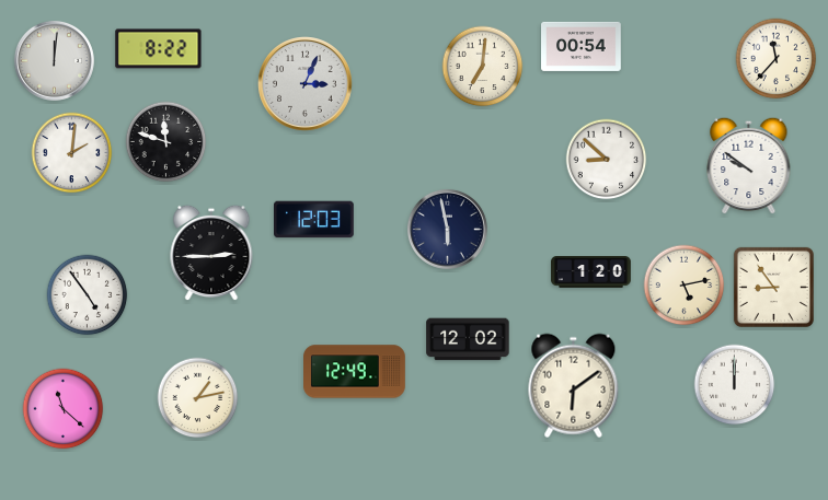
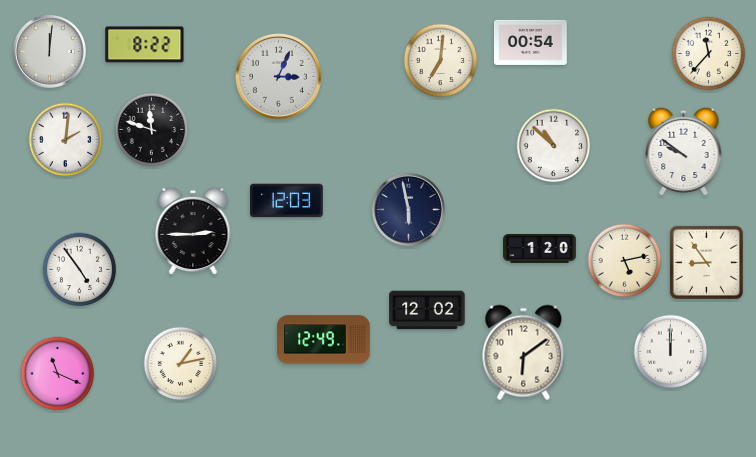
clock at (54, 60) position: (54, 60) -> (49, 51)
clock at (607, 160): 8:52 -> 10:52
clock at (64, 409): 11:22 -> 11:19
